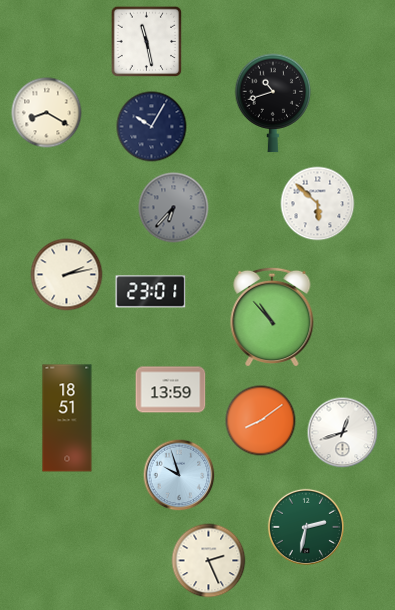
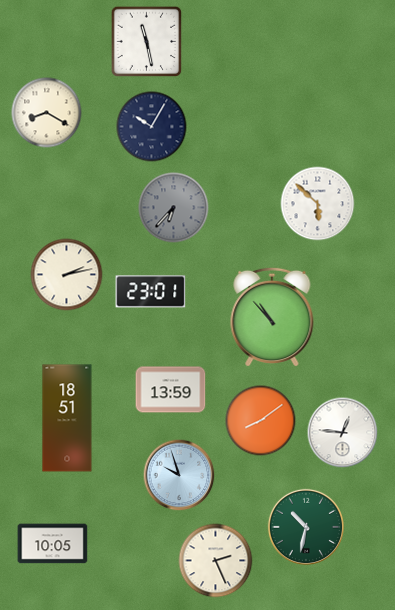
clock at (273, 103): 10:42 -> none
clock at (343, 433): 12:42 -> 12:46
clock at (306, 527): 2:32 -> 10:32
clock at (53, 544): none -> 10:05
clock at (209, 561) position: (209, 561) -> (216, 561)
